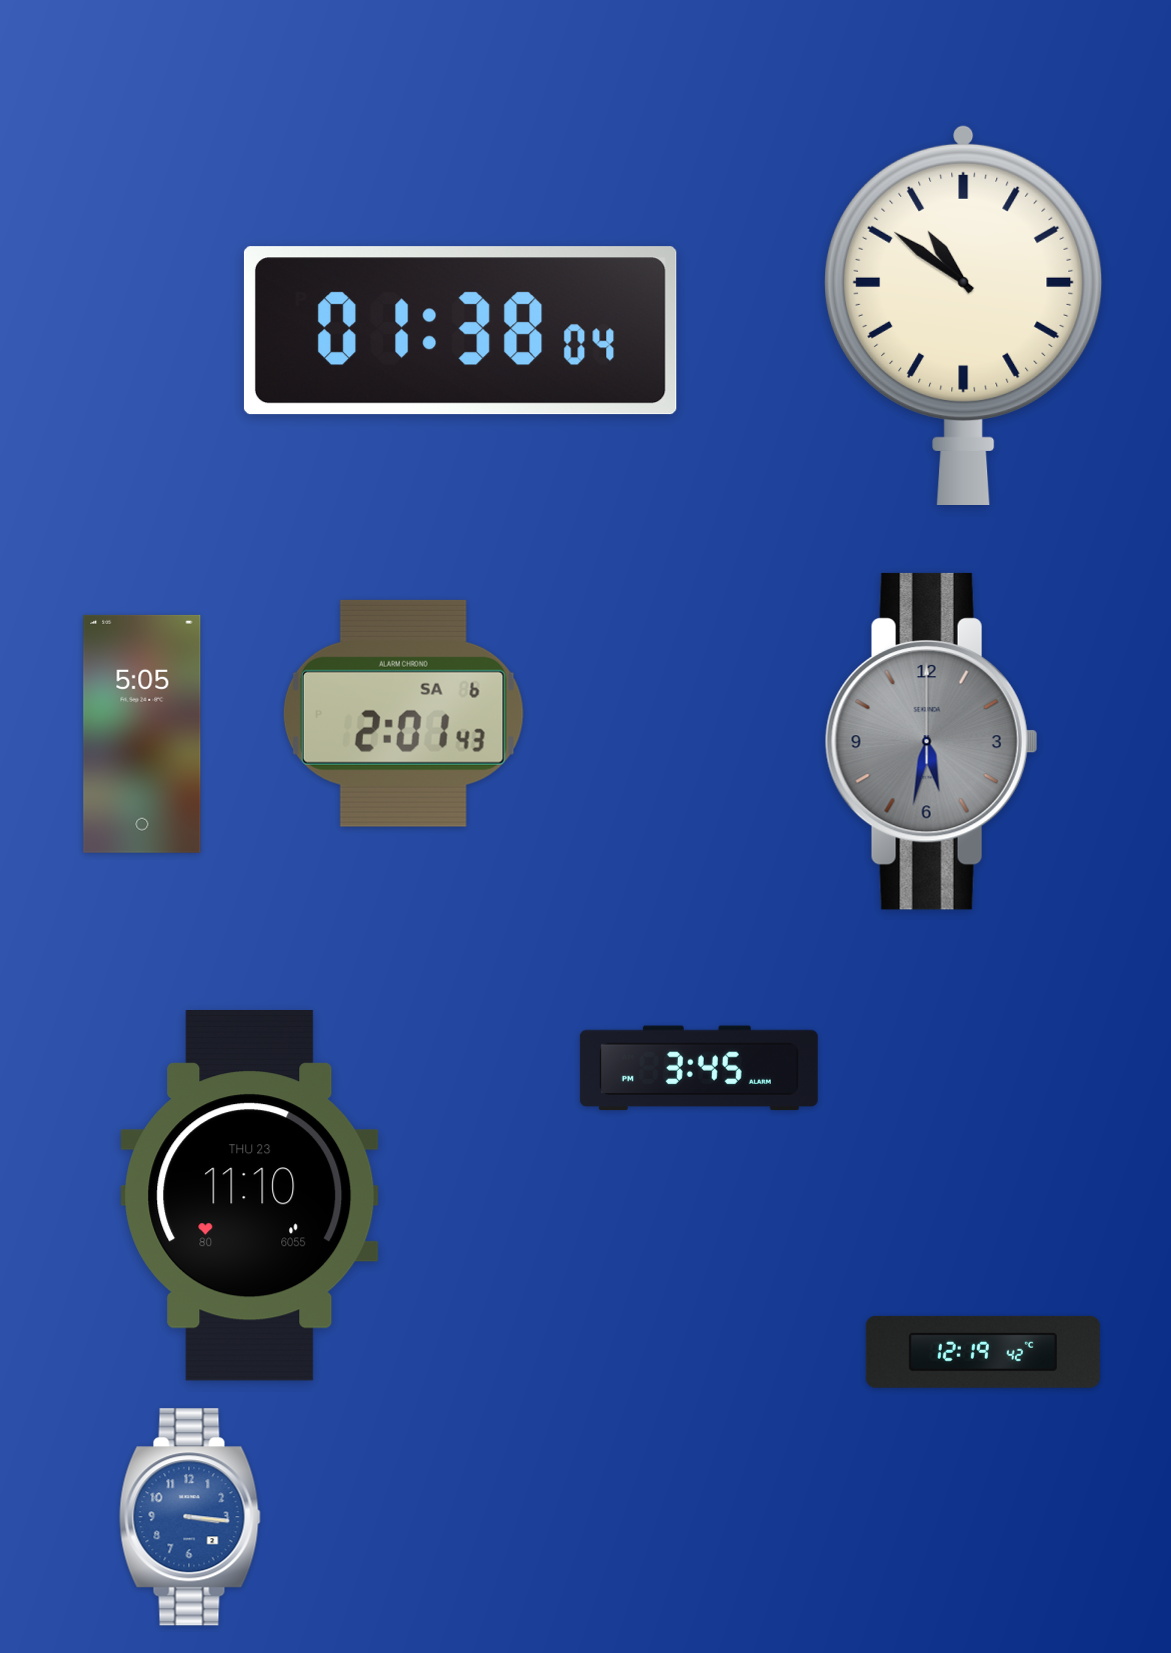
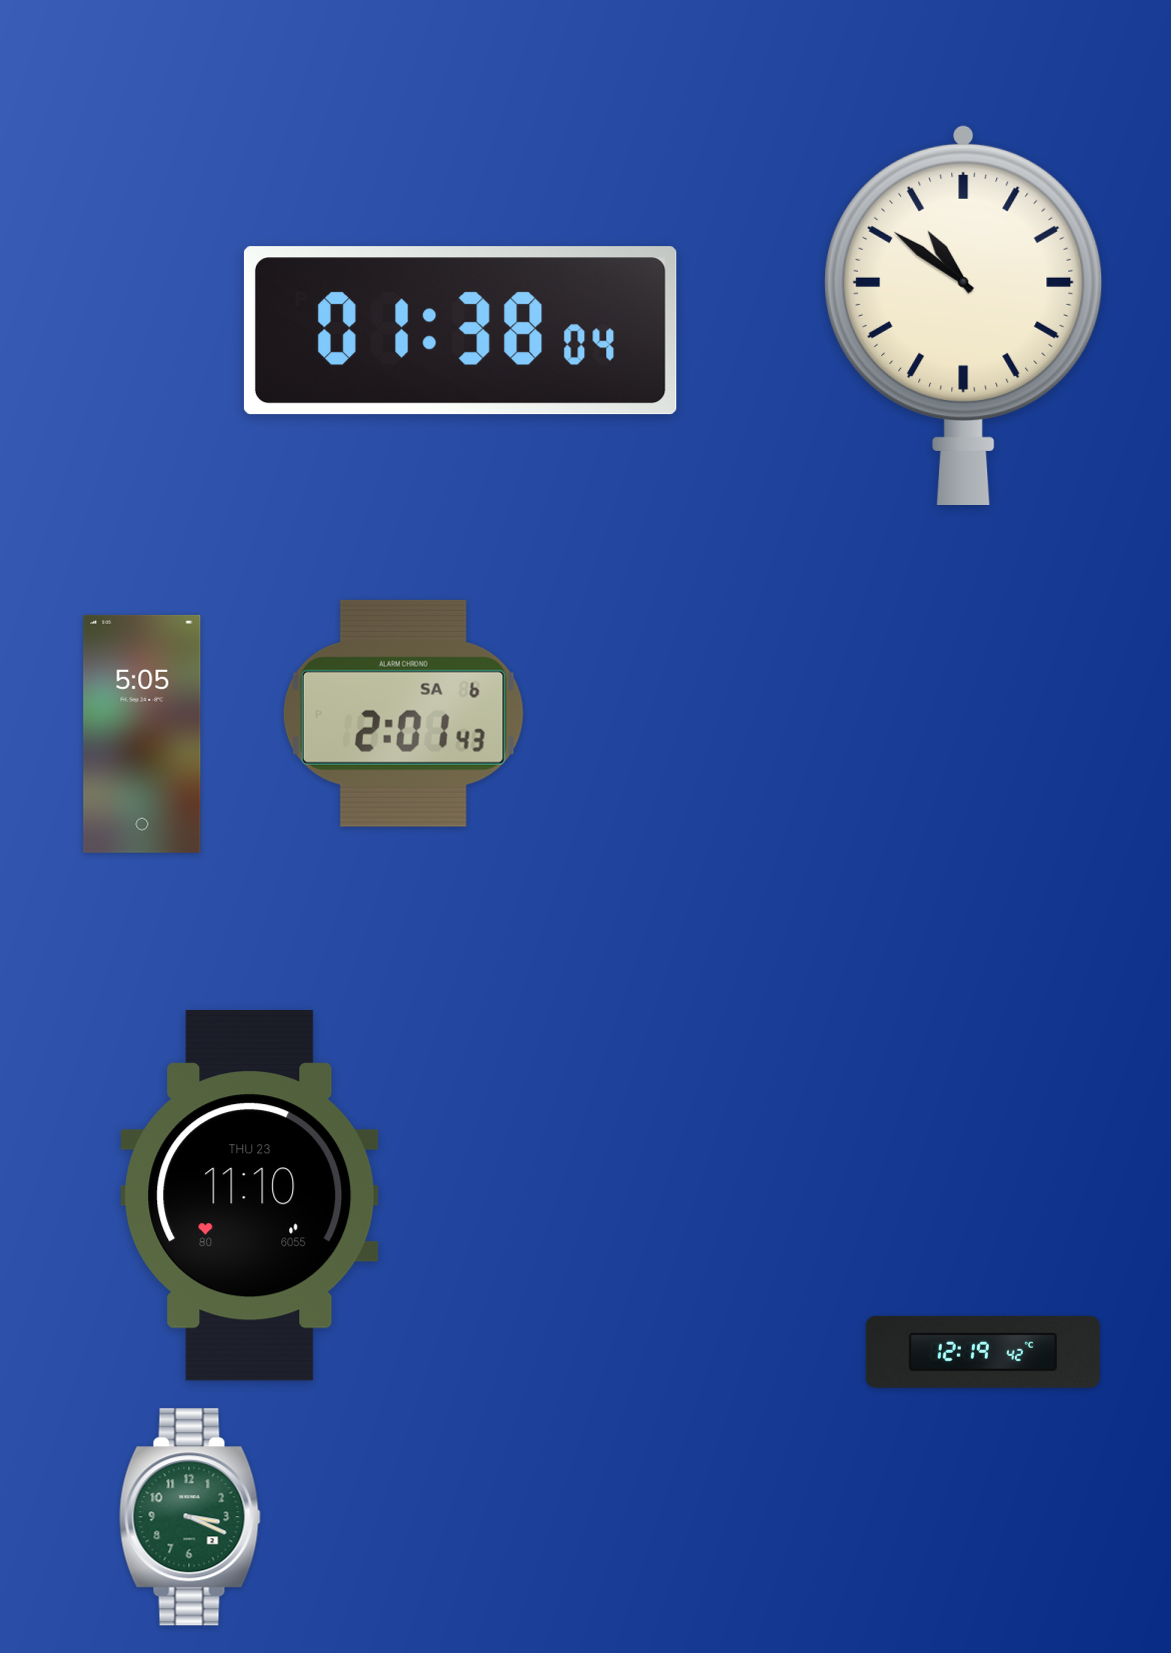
clock at (931, 741): 5:32 -> none
clock at (699, 1068): 3:45 -> none
clock at (190, 1517): 3:16 -> 3:19
clock at (190, 1517) dial: blue -> green
